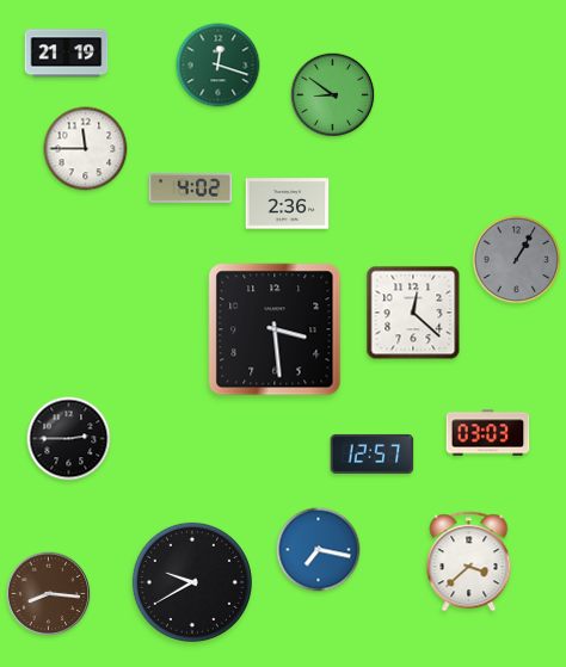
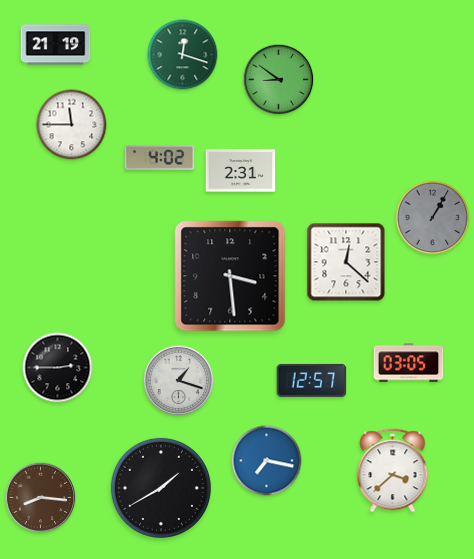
clock at (288, 204): 2:36 -> 2:31
clock at (488, 433): 03:03 -> 03:05
clock at (179, 381): none -> 1:18
clock at (192, 582): 9:40 -> 1:40
